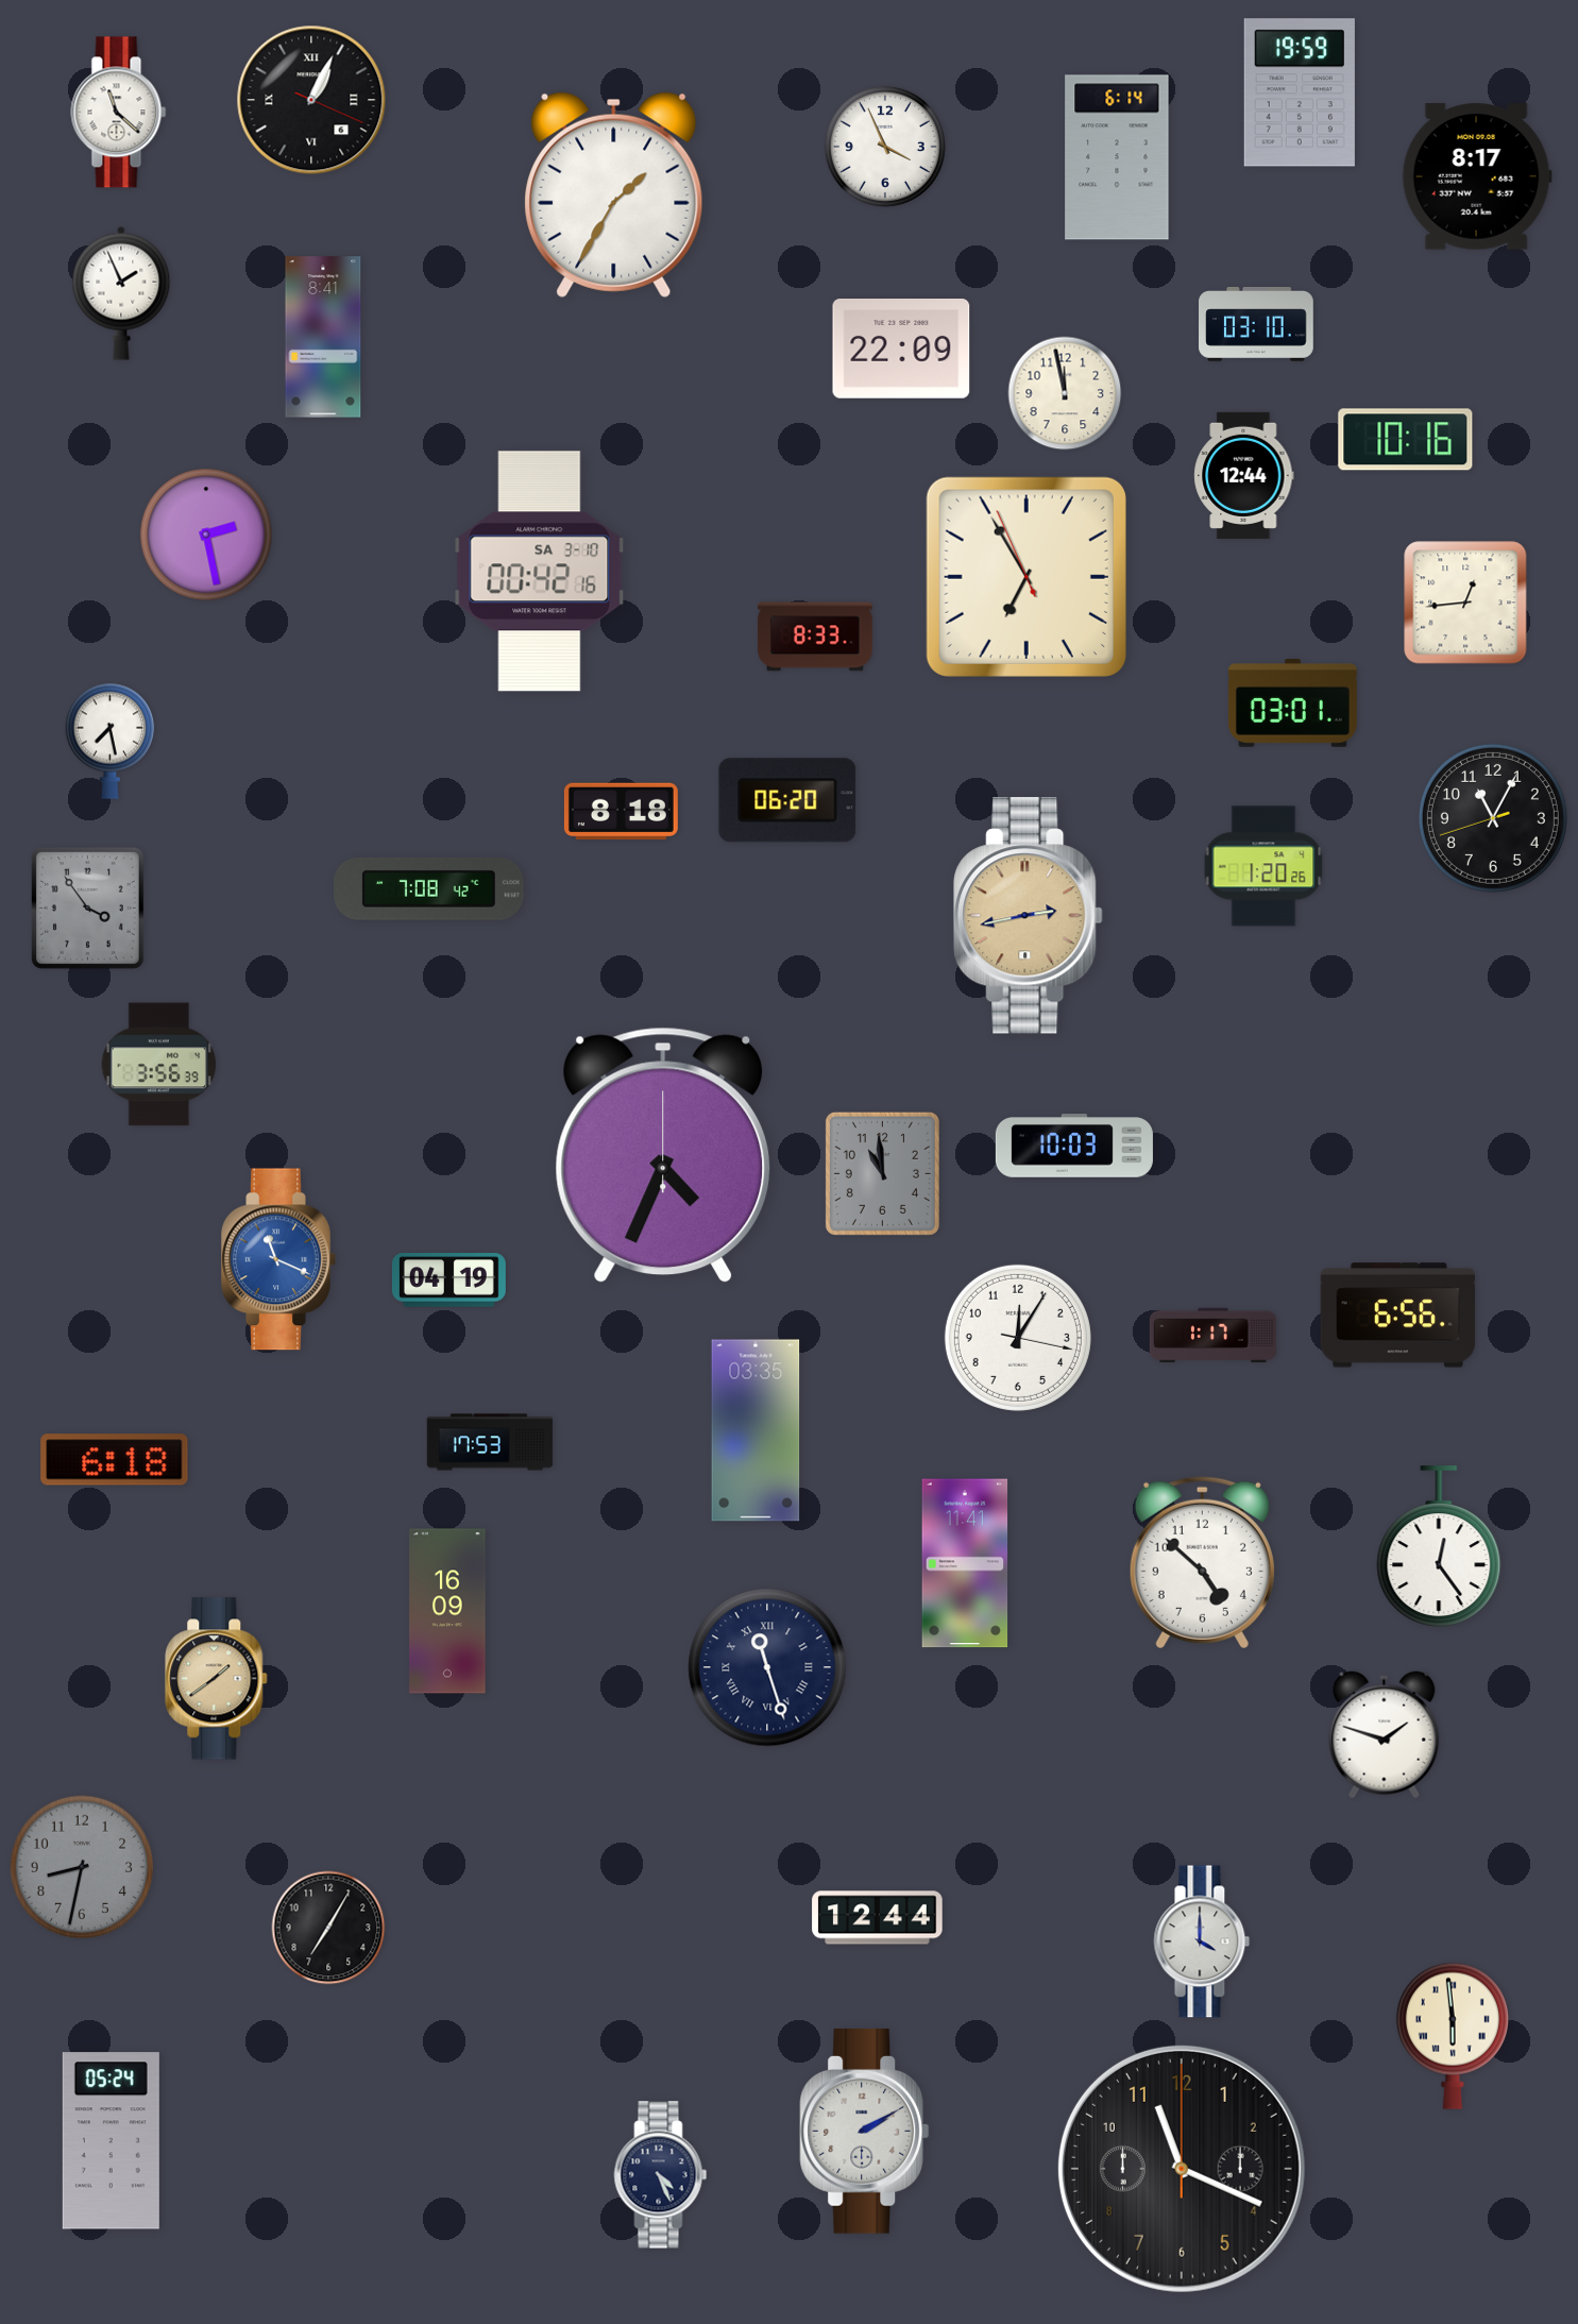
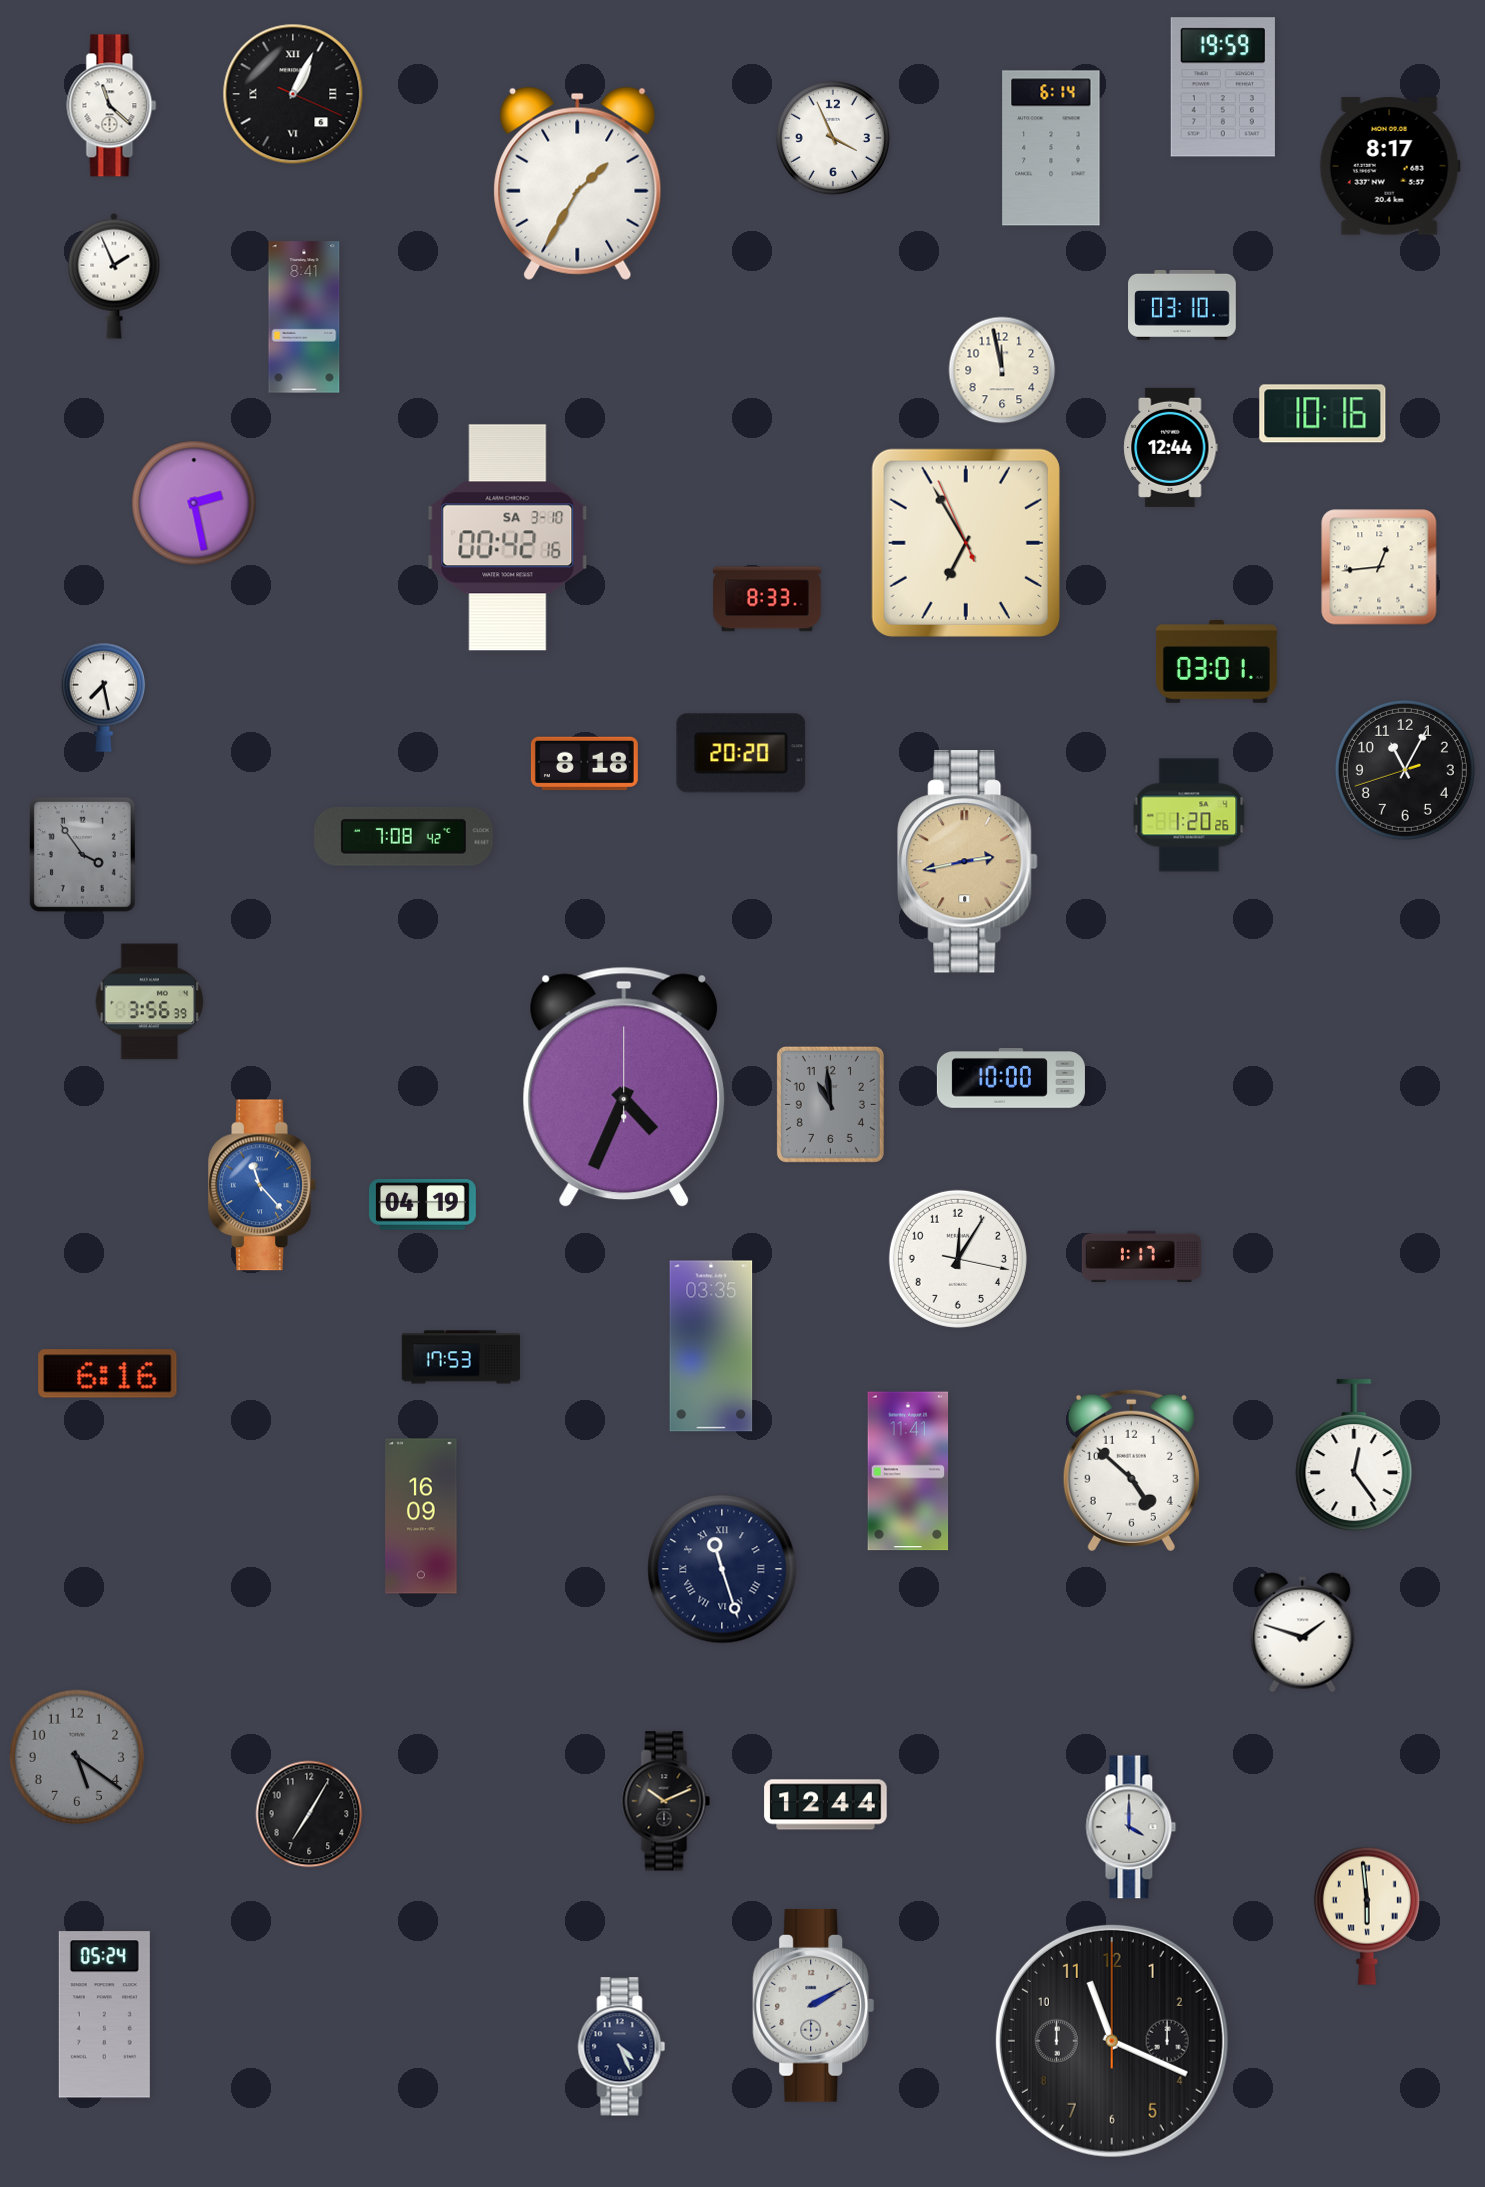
clock at (901, 349): 22:09 -> none
clock at (787, 800): 06:20 -> 20:20
clock at (1074, 1146): 10:03 -> 10:00
clock at (278, 1259): 11:19 -> 11:23
clock at (1398, 1316): 6:56 -> none
clock at (115, 1460): 6:18 -> 6:16
clock at (217, 1679): 1:39 -> none
clock at (82, 1867): 8:32 -> 5:21
clock at (666, 1801): none -> 10:11
